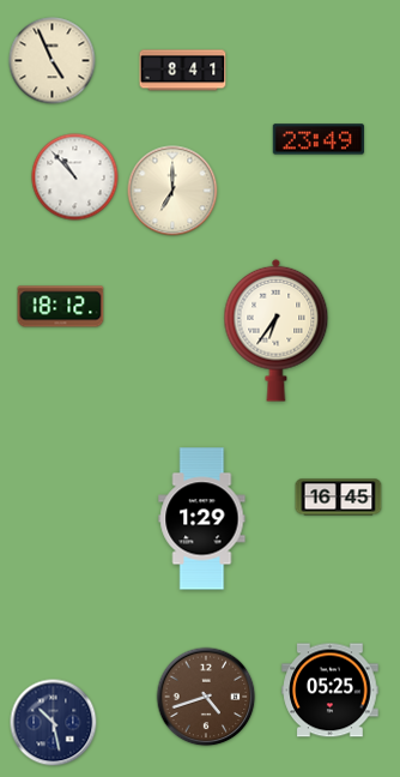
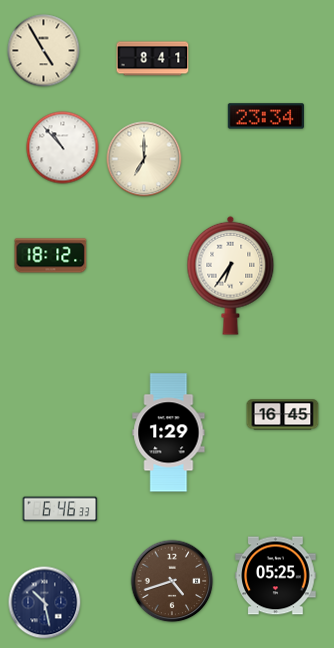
clock at (53, 61): 4:56 -> 4:55
clock at (319, 139): 23:49 -> 23:34
clock at (60, 509): none -> 6:46
